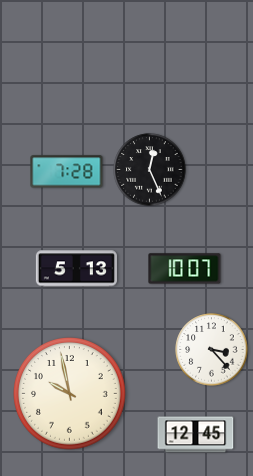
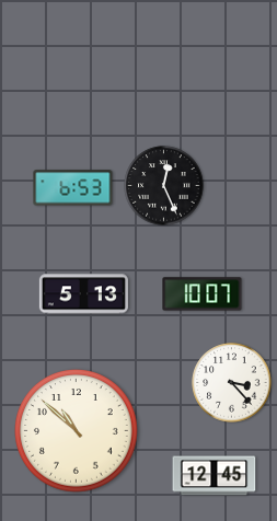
clock at (67, 172): 7:28 -> 6:53
clock at (70, 394): 9:58 -> 10:52
